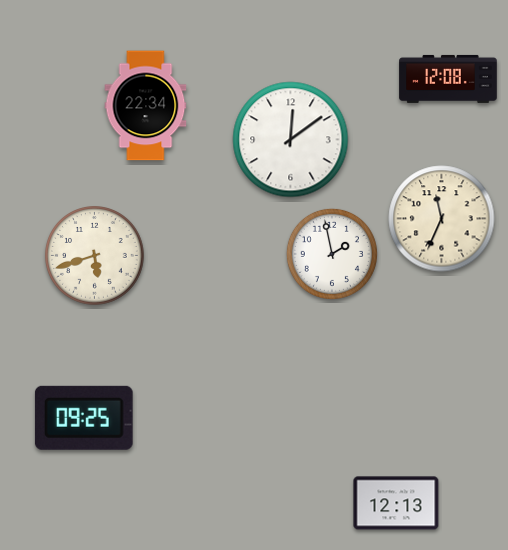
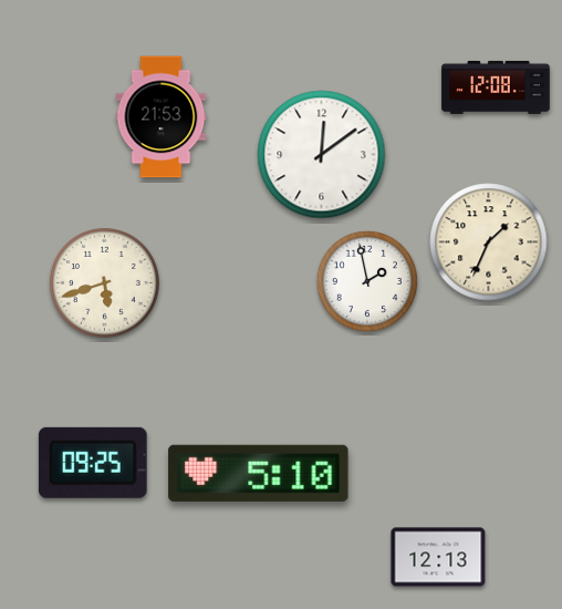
clock at (146, 106): 22:34 -> 21:53
clock at (442, 219): 11:34 -> 1:34
clock at (259, 473): none -> 5:10
